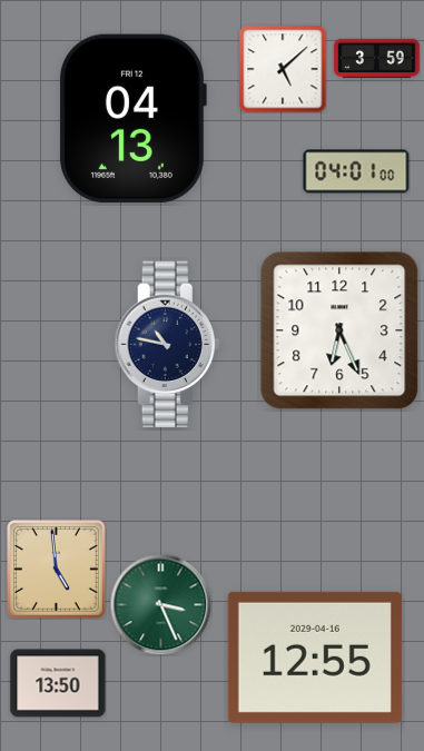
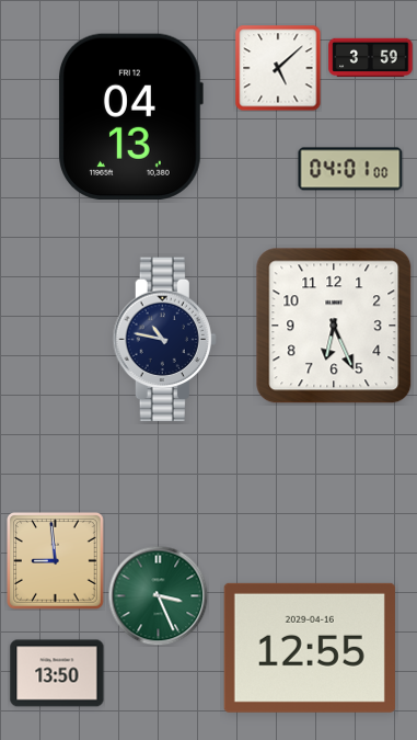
clock at (57, 570): 4:59 -> 8:59
